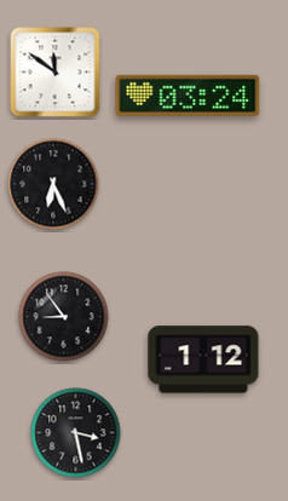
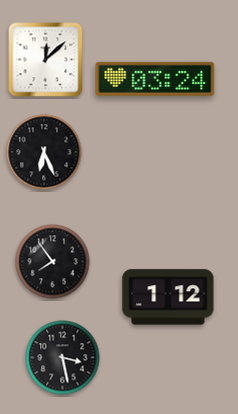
clock at (56, 73): 11:51 -> 12:08
clock at (64, 317): 8:54 -> 7:54
